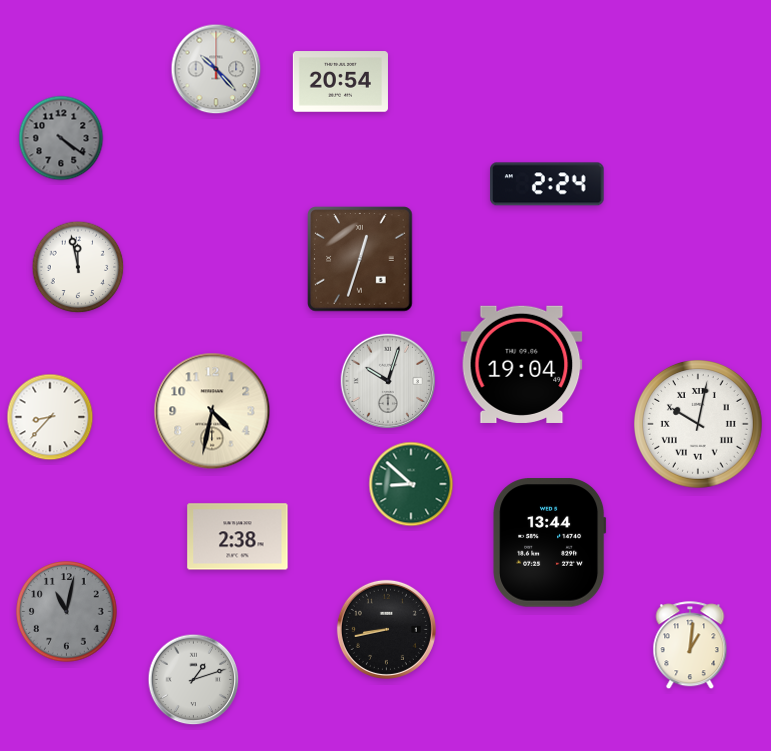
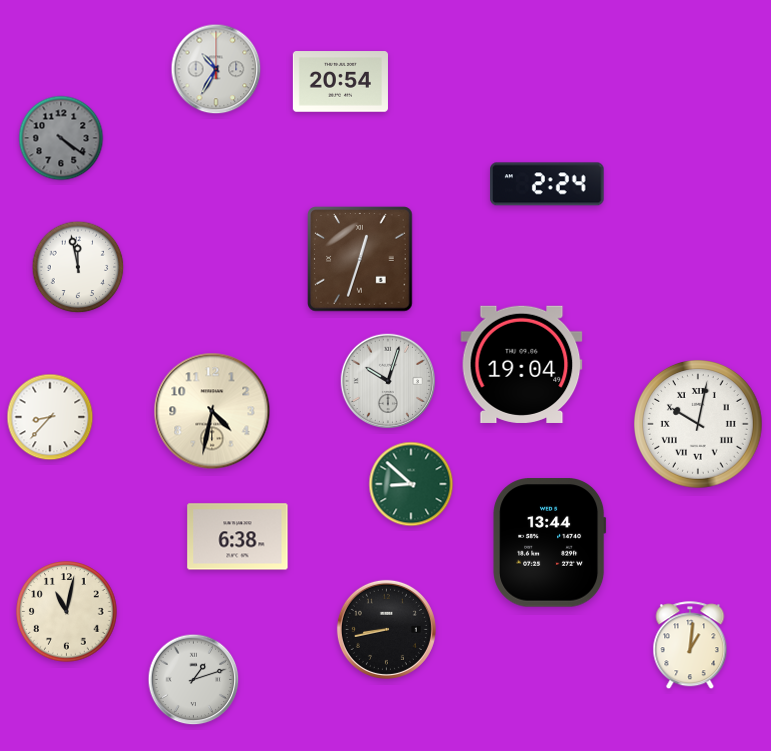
clock at (216, 69): 10:23 -> 10:35
clock at (238, 537): 2:38 -> 6:38
clock at (67, 612) dial: grey -> cream
